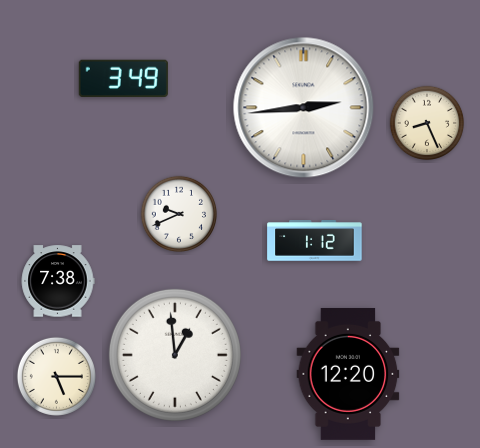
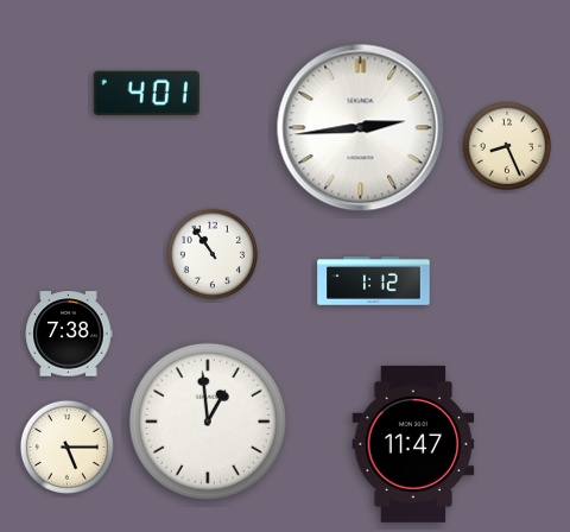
clock at (123, 78): 3:49 -> 4:01
clock at (178, 213): 9:41 -> 10:54
clock at (315, 241) position: (315, 241) -> (374, 281)
clock at (348, 374): 12:20 -> 11:47
